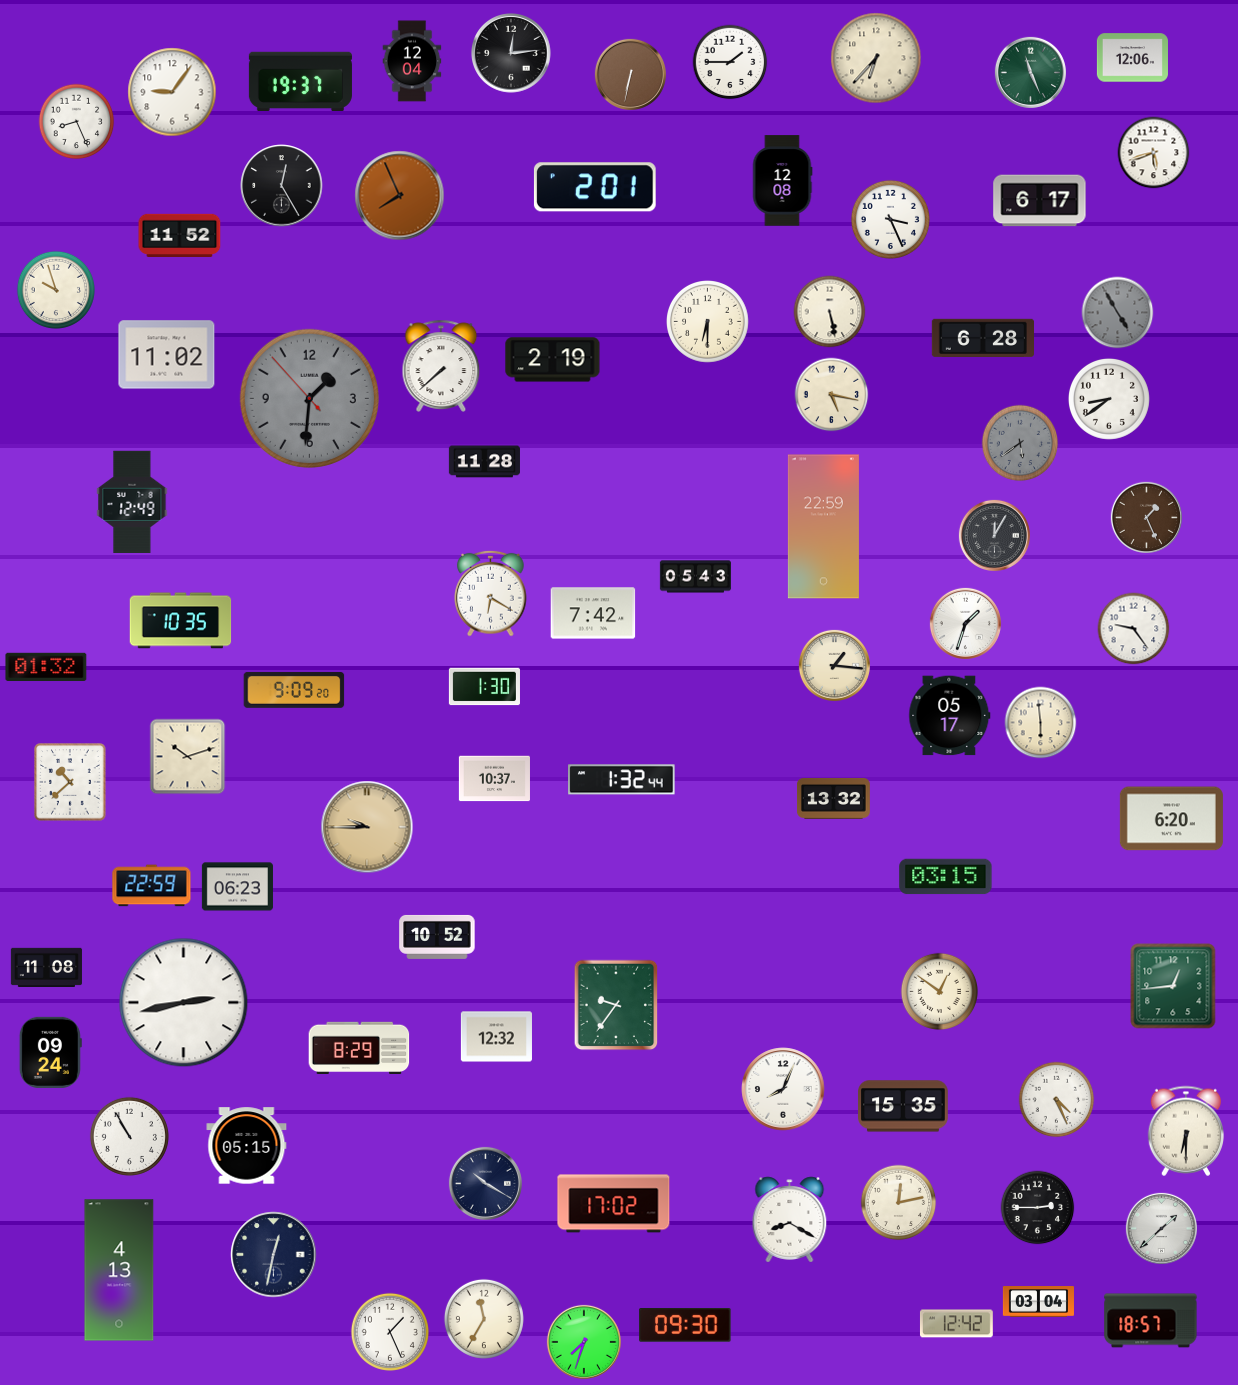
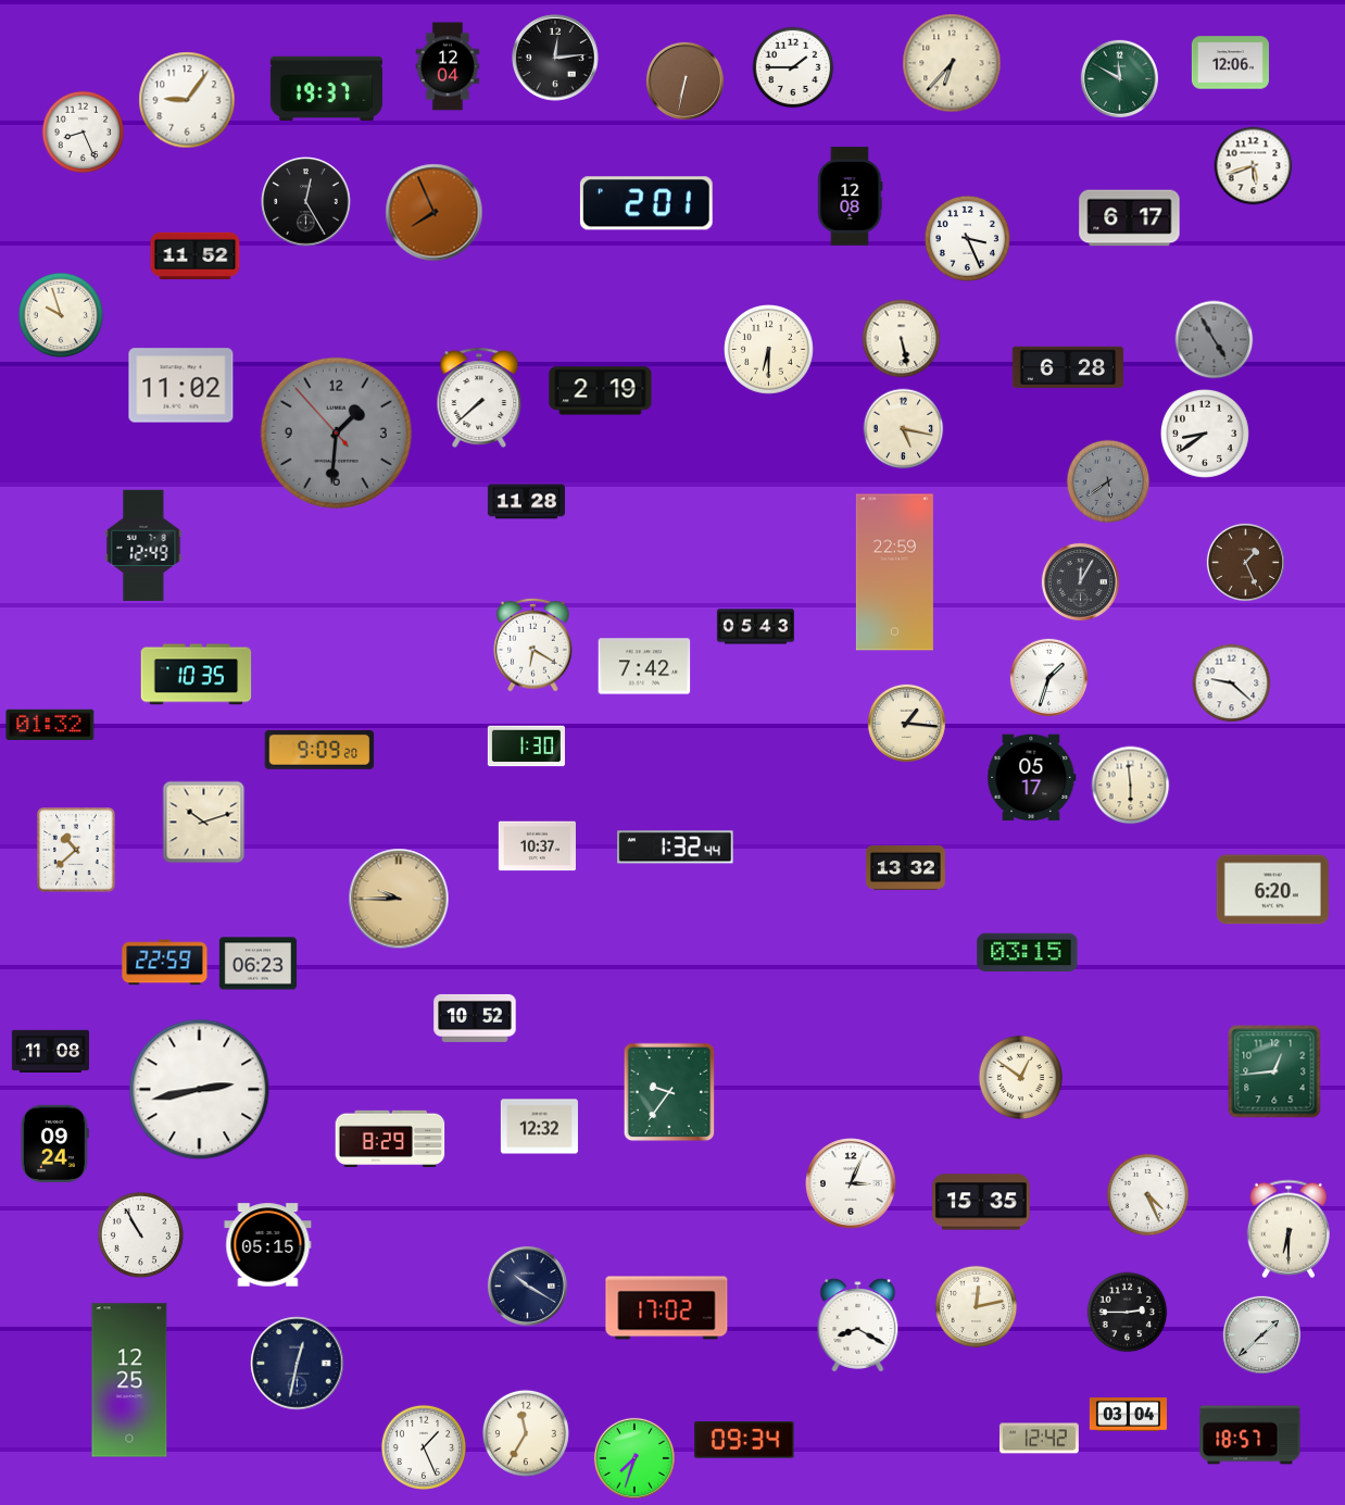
clock at (1030, 72): 11:26 -> 11:50
clock at (1134, 629): 9:24 -> 9:22
clock at (783, 1089): 8:04 -> 3:04
clock at (119, 1270): 4:13 -> 12:25
clock at (685, 1326): 09:30 -> 09:34
